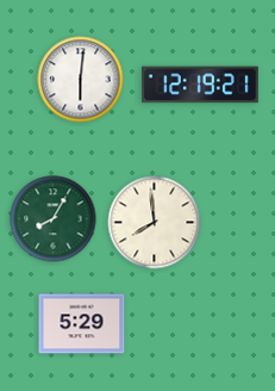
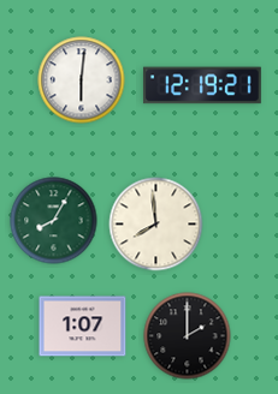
clock at (82, 324): 5:29 -> 1:07
clock at (188, 336): none -> 2:00
